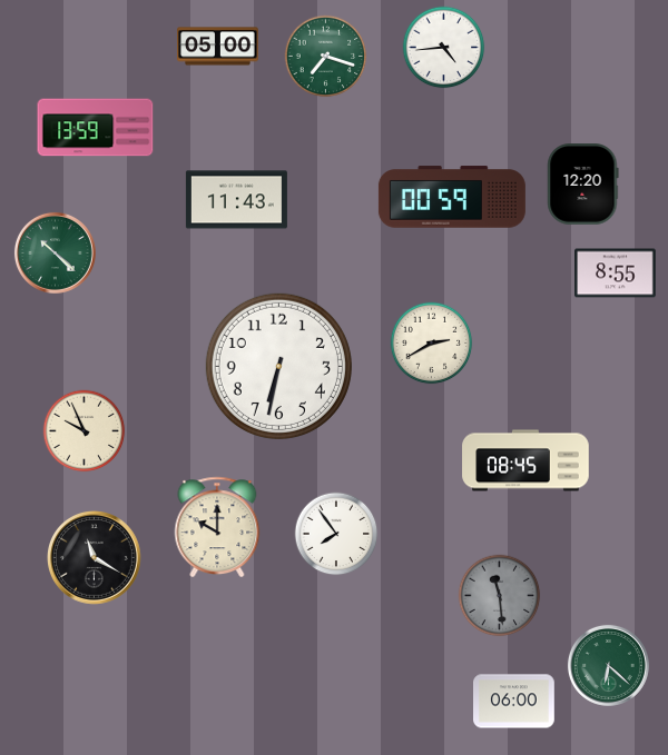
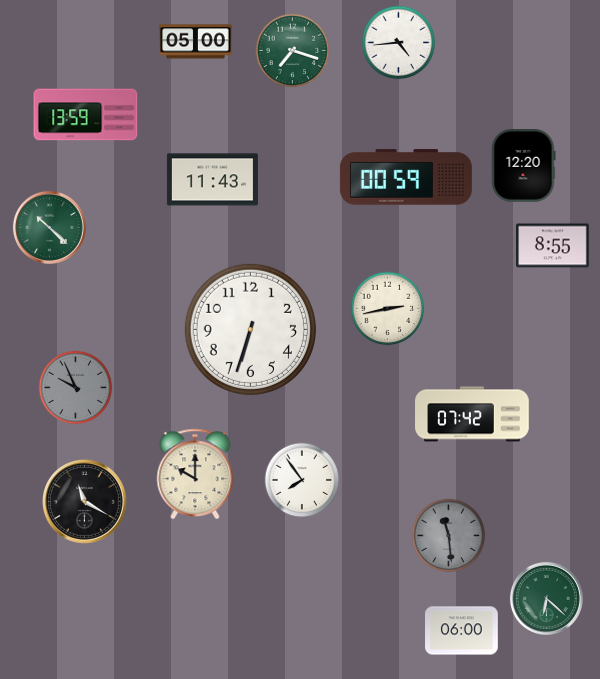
clock at (432, 344): 2:40 -> 2:43
clock at (278, 366): 6:32 -> 6:33
clock at (85, 431) dial: cream -> grey
clock at (525, 460): 08:45 -> 07:42
